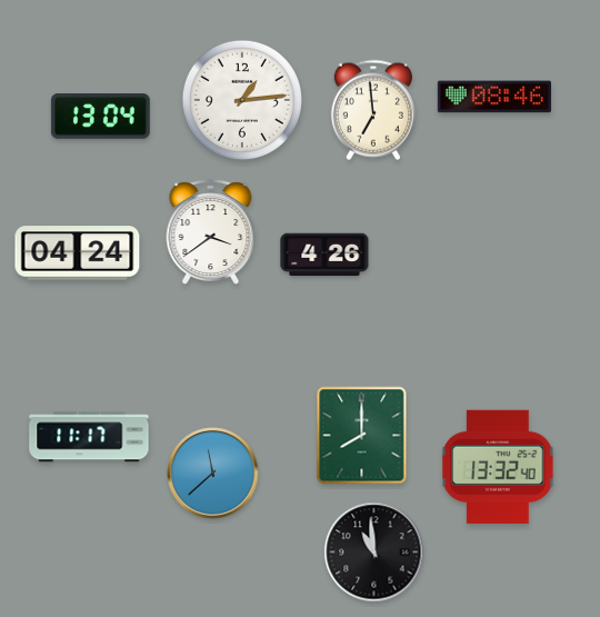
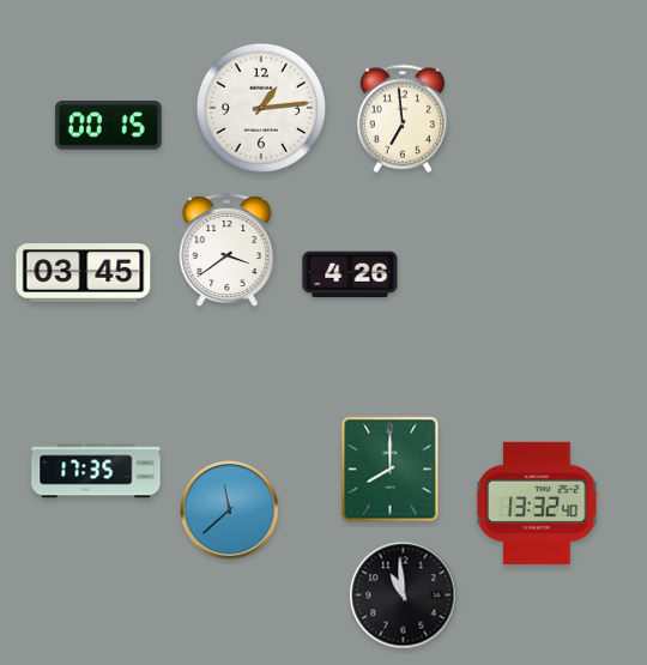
clock at (494, 97): 08:46 -> none
clock at (100, 117): 13:04 -> 00:15
clock at (78, 253): 04:24 -> 03:45
clock at (89, 437): 11:17 -> 17:35
